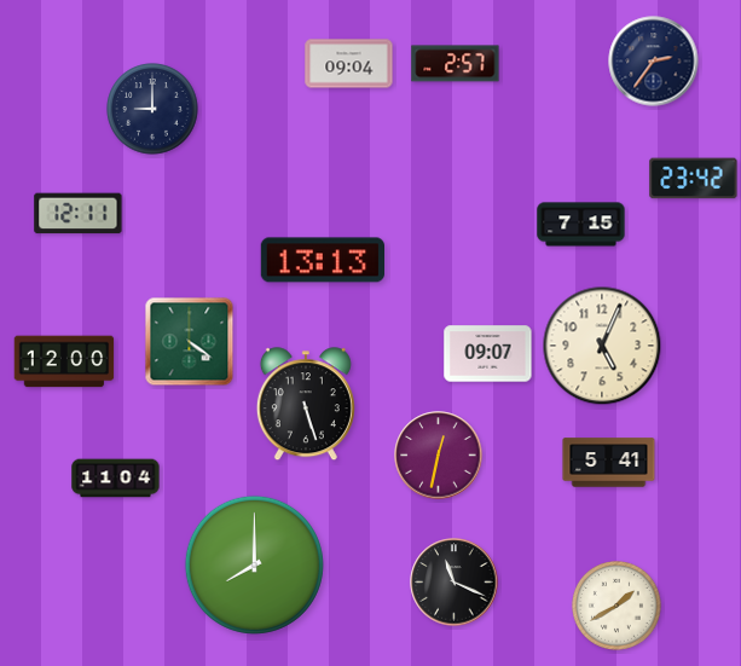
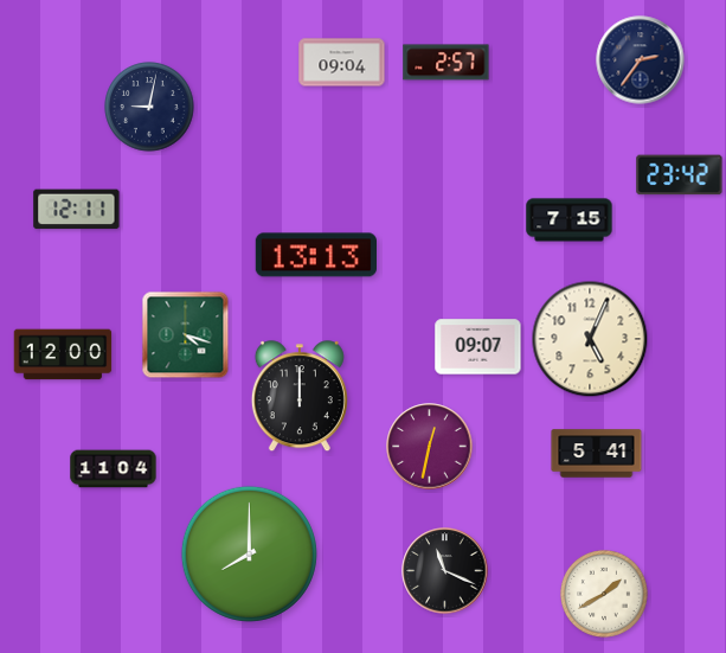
clock at (152, 109): 9:00 -> 9:02
clock at (190, 342): 4:21 -> 4:18
clock at (306, 405): 5:27 -> 12:00
